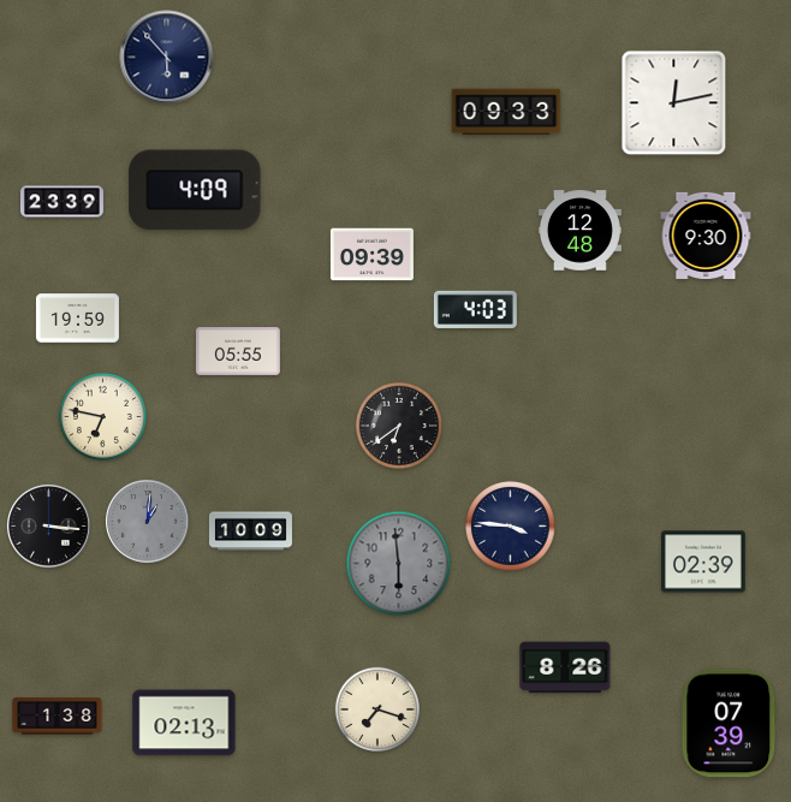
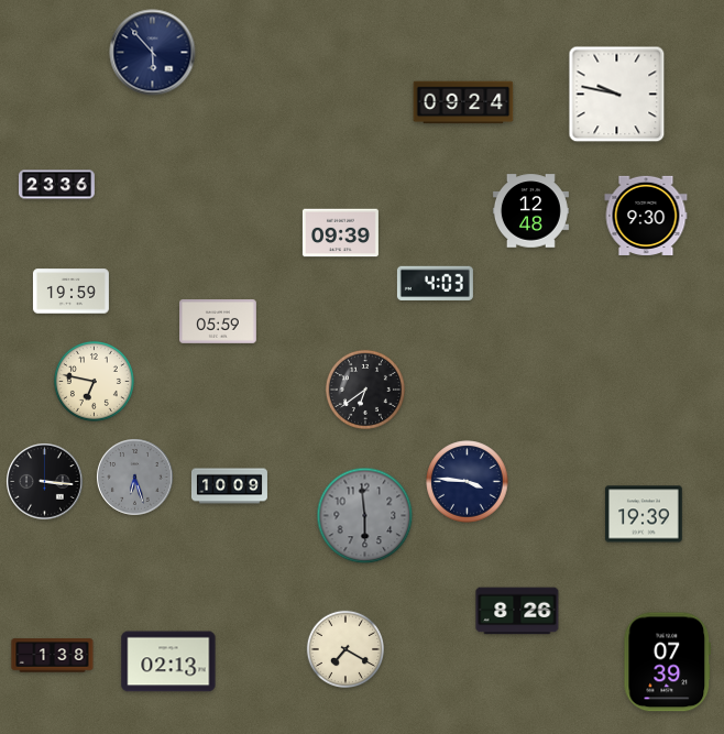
clock at (674, 103): 12:13 -> 9:47
clock at (506, 112): 09:33 -> 09:24
clock at (195, 190): 4:09 -> none
clock at (61, 202): 23:39 -> 23:36
clock at (239, 352): 05:55 -> 05:59
clock at (148, 522): 1:01 -> 6:27
clock at (704, 562): 02:39 -> 19:39
clock at (376, 708): 7:18 -> 7:20
